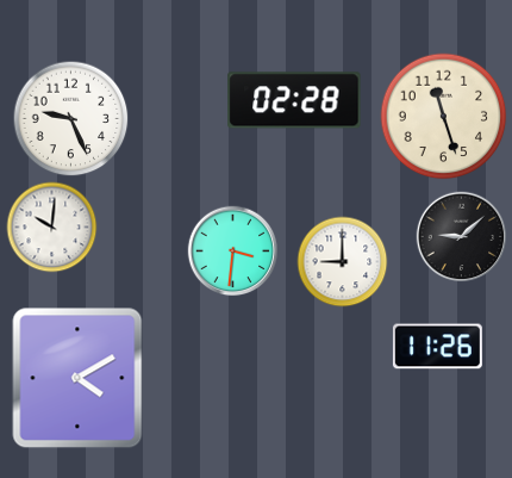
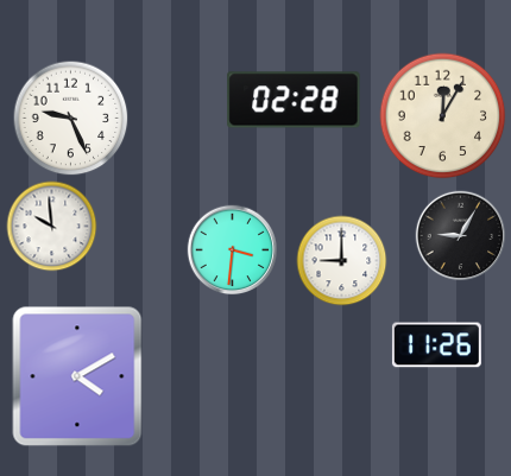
clock at (444, 117): 11:27 -> 12:05
clock at (52, 228): 10:01 -> 9:59
clock at (462, 237): 9:08 -> 9:05
